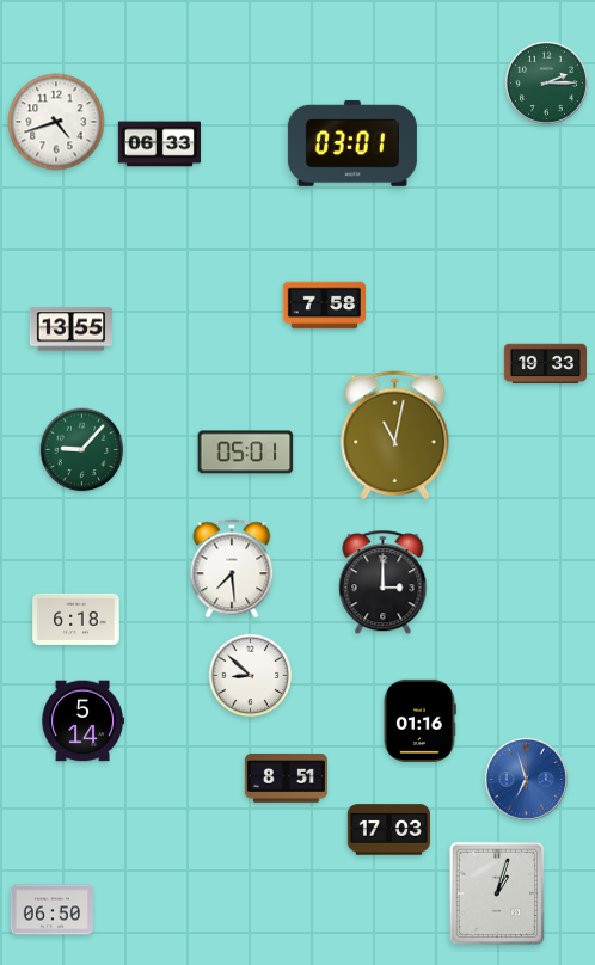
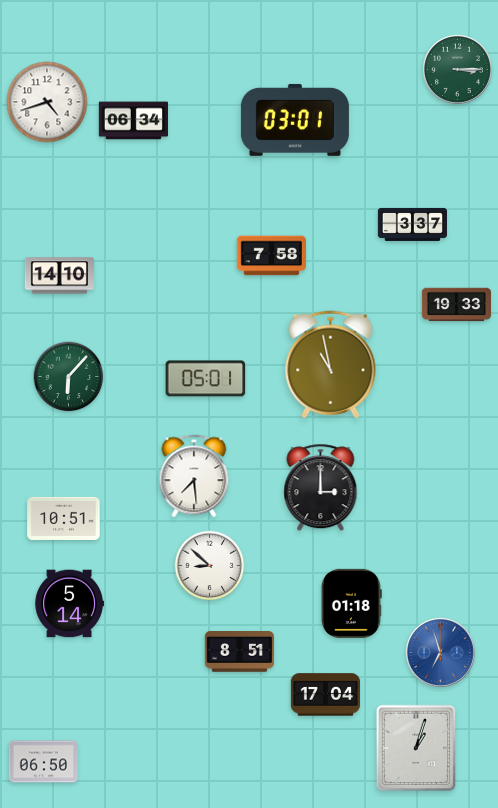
clock at (546, 82): 2:15 -> 3:15
clock at (159, 145): 06:33 -> 06:34
clock at (412, 224): none -> 3:37
clock at (70, 330): 13:55 -> 14:10
clock at (395, 436): 11:02 -> 10:58
clock at (82, 450): 9:07 -> 6:07
clock at (76, 619): 6:18 -> 10:51
clock at (419, 720): 01:16 -> 01:18
clock at (388, 830): 17:03 -> 17:04
